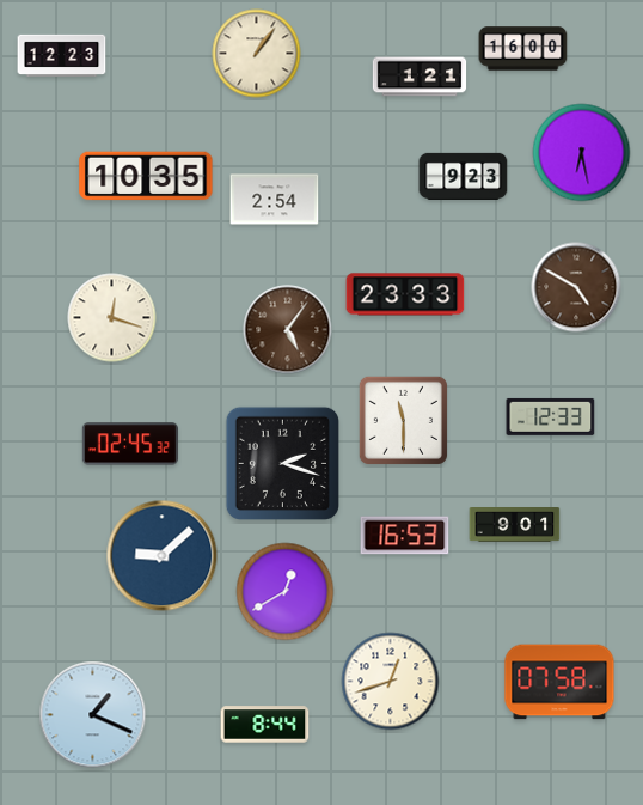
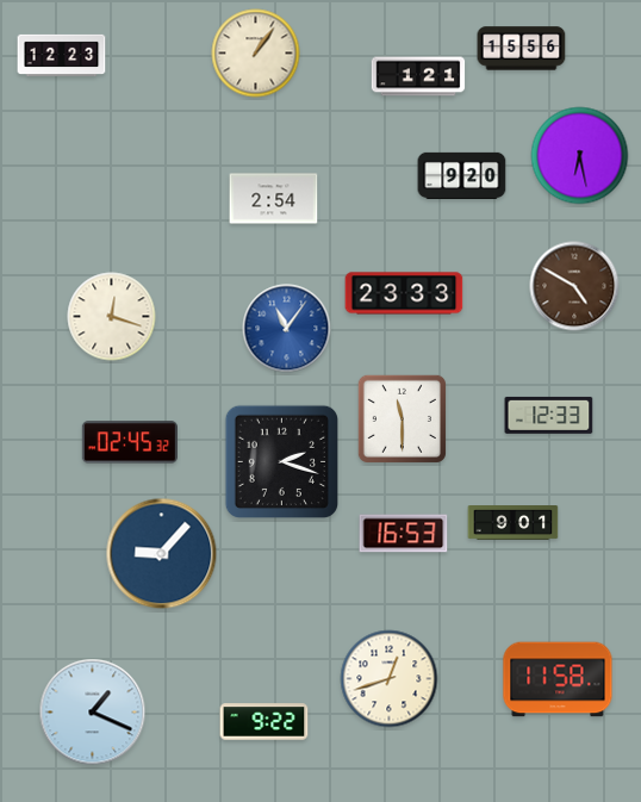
clock at (523, 49): 16:00 -> 15:56
clock at (582, 153) position: (582, 153) -> (580, 156)
clock at (146, 176): 10:35 -> none
clock at (464, 176): 9:23 -> 9:20
clock at (288, 330): 5:06 -> 11:06
clock at (288, 330) dial: brown -> blue
clock at (163, 556): 9:08 -> 9:07
clock at (286, 592): 12:40 -> none
clock at (559, 682): 07:58 -> 11:58
clock at (265, 725): 8:44 -> 9:22
